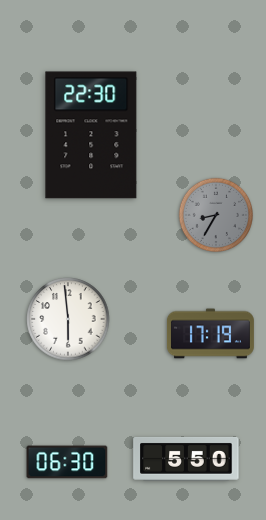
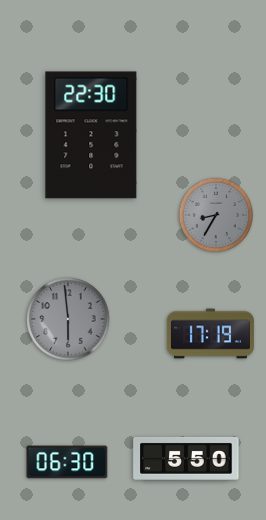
clock at (68, 319) dial: white -> grey
